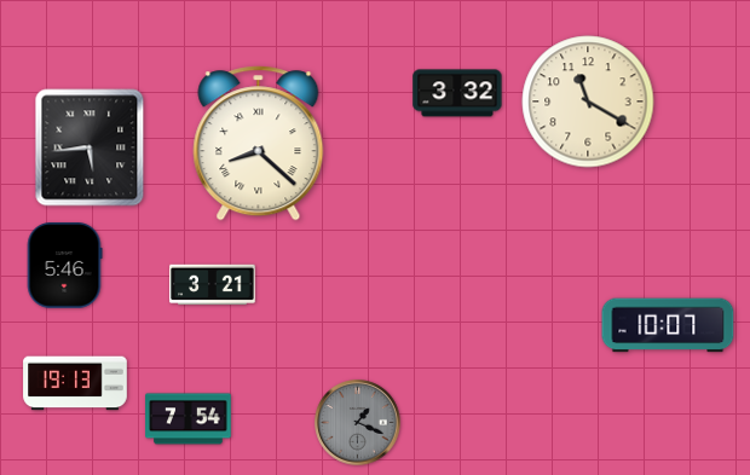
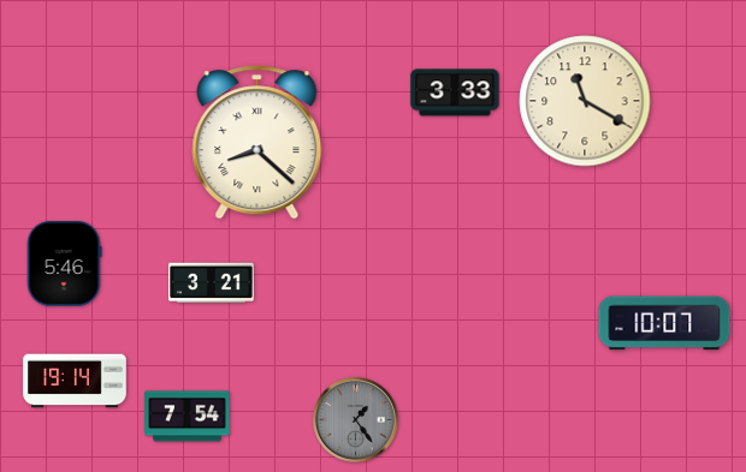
clock at (457, 93): 3:32 -> 3:33
clock at (90, 147): 5:44 -> none
clock at (75, 383): 19:13 -> 19:14
clock at (358, 423): 1:19 -> 1:24
